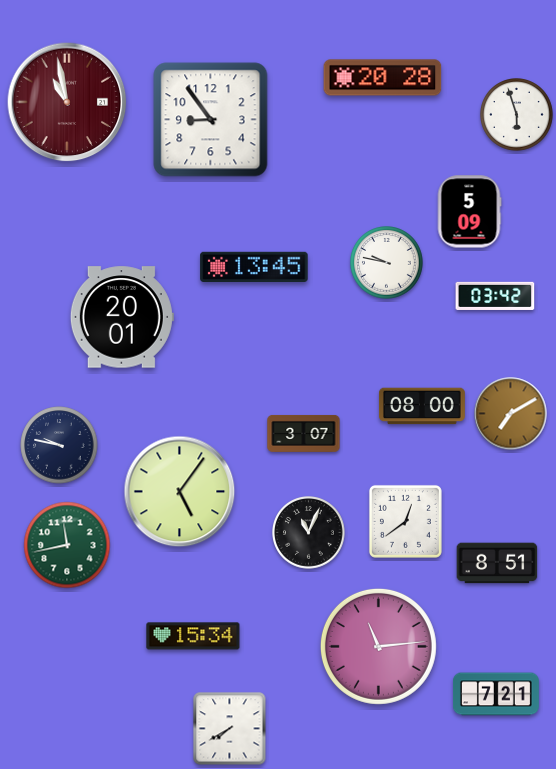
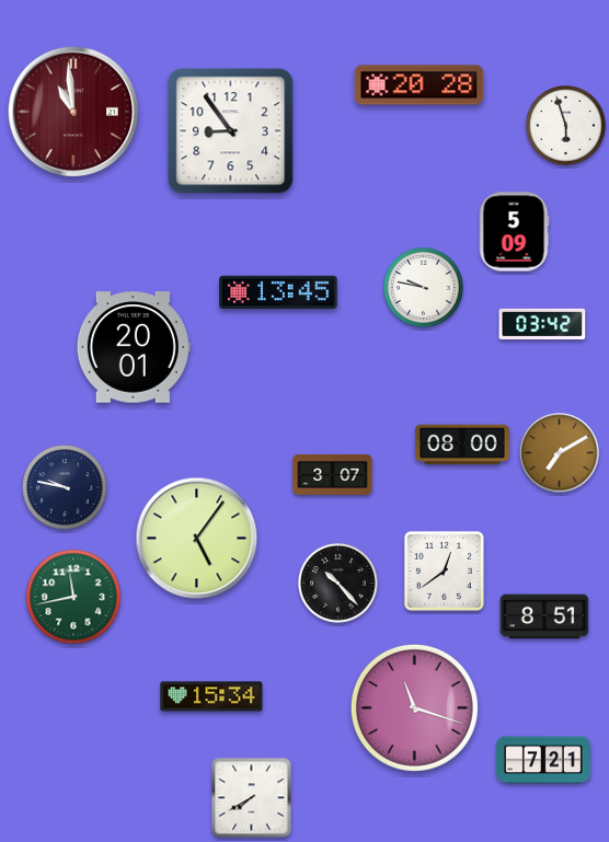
clock at (67, 102): 10:58 -> 10:59
clock at (309, 533): 11:04 -> 10:23
clock at (378, 646): 11:14 -> 11:18
